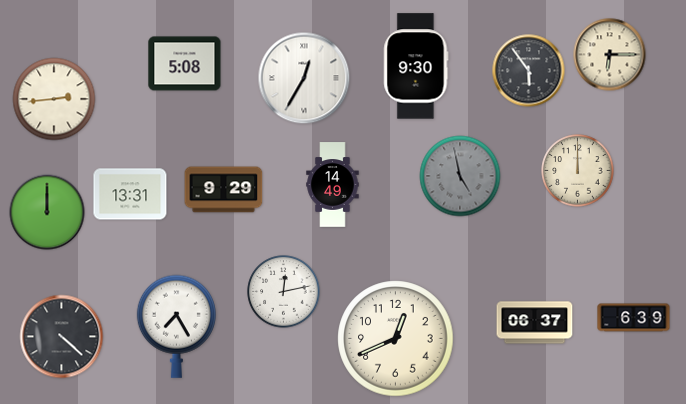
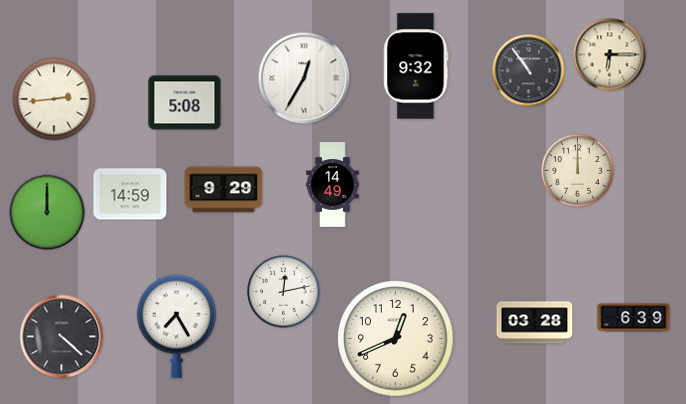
clock at (185, 64) position: (185, 64) -> (185, 103)
clock at (416, 66): 9:30 -> 9:32
clock at (529, 71): 5:54 -> 10:54
clock at (460, 176): 4:58 -> none
clock at (130, 194): 13:31 -> 14:59
clock at (535, 323): 06:37 -> 03:28
